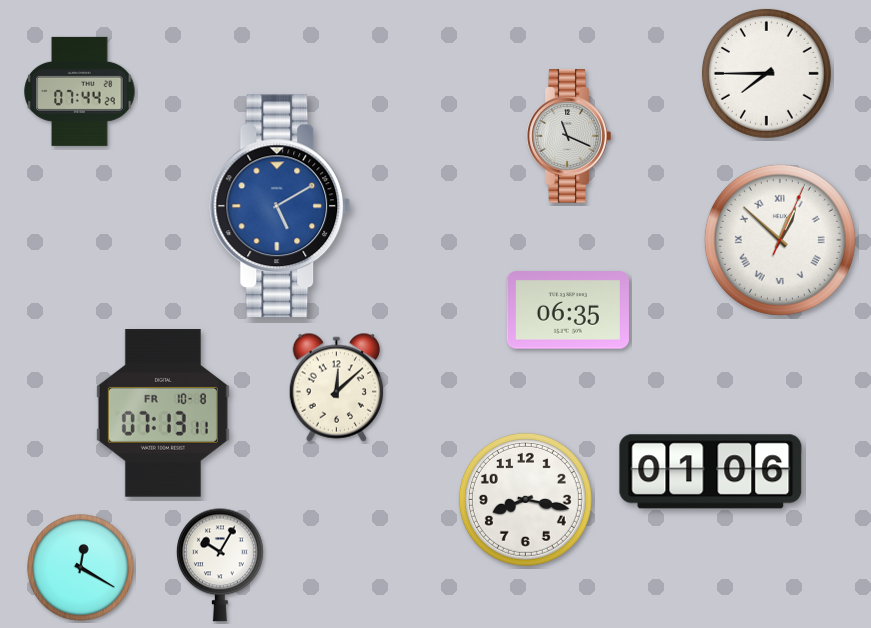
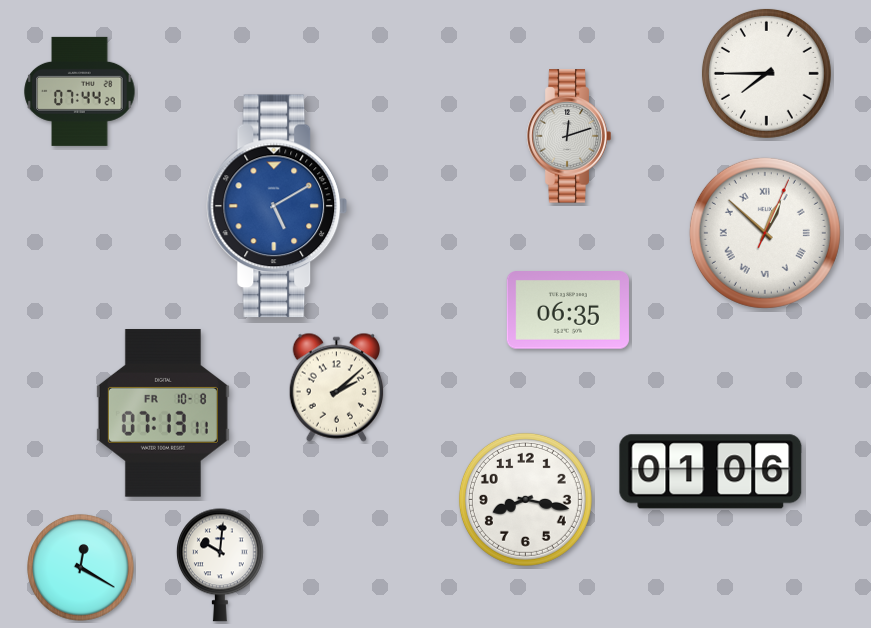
clock at (569, 136): 11:19 -> 12:12
clock at (280, 206) position: (280, 206) -> (277, 206)
clock at (780, 240) position: (780, 240) -> (765, 233)
clock at (336, 387): 12:08 -> 2:08
clock at (221, 565): 10:05 -> 10:01
